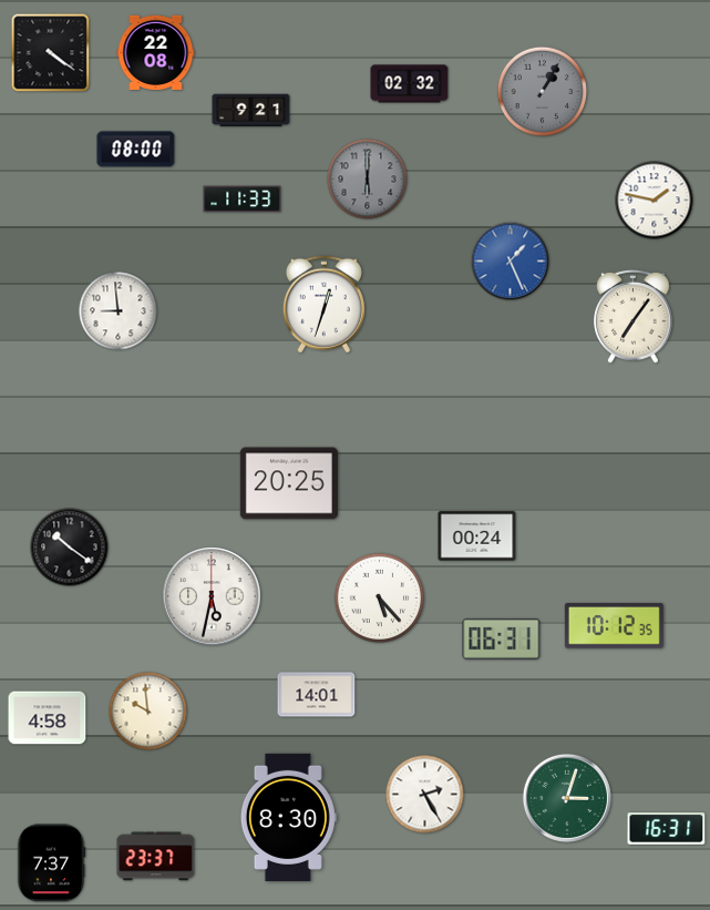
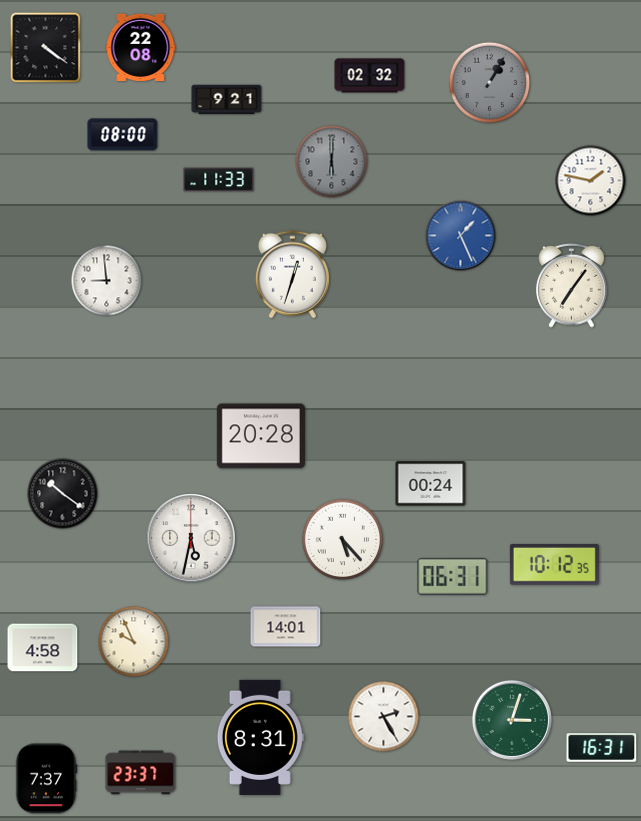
clock at (289, 483): 20:25 -> 20:28
clock at (148, 712): 9:59 -> 9:56
clock at (288, 817): 8:30 -> 8:31
